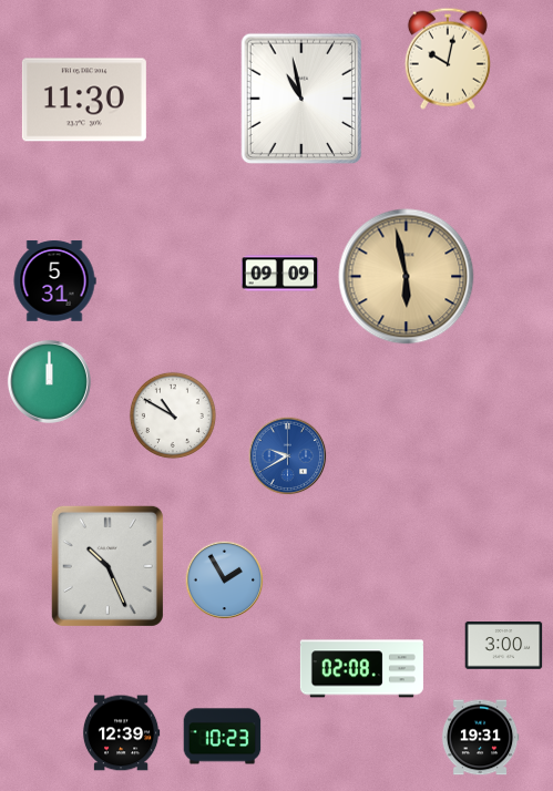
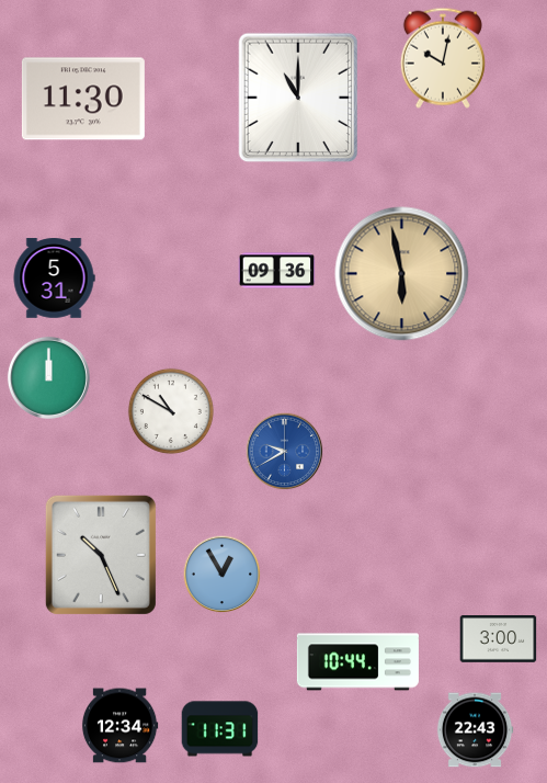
clock at (301, 99): 10:58 -> 11:00
clock at (280, 274): 09:09 -> 09:36
clock at (107, 566) position: (107, 566) -> (101, 555)
clock at (225, 581): 1:55 -> 12:55
clock at (361, 669): 02:08 -> 10:44
clock at (121, 733): 12:39 -> 12:34
clock at (223, 737): 10:23 -> 11:31
clock at (480, 738): 19:31 -> 22:43
